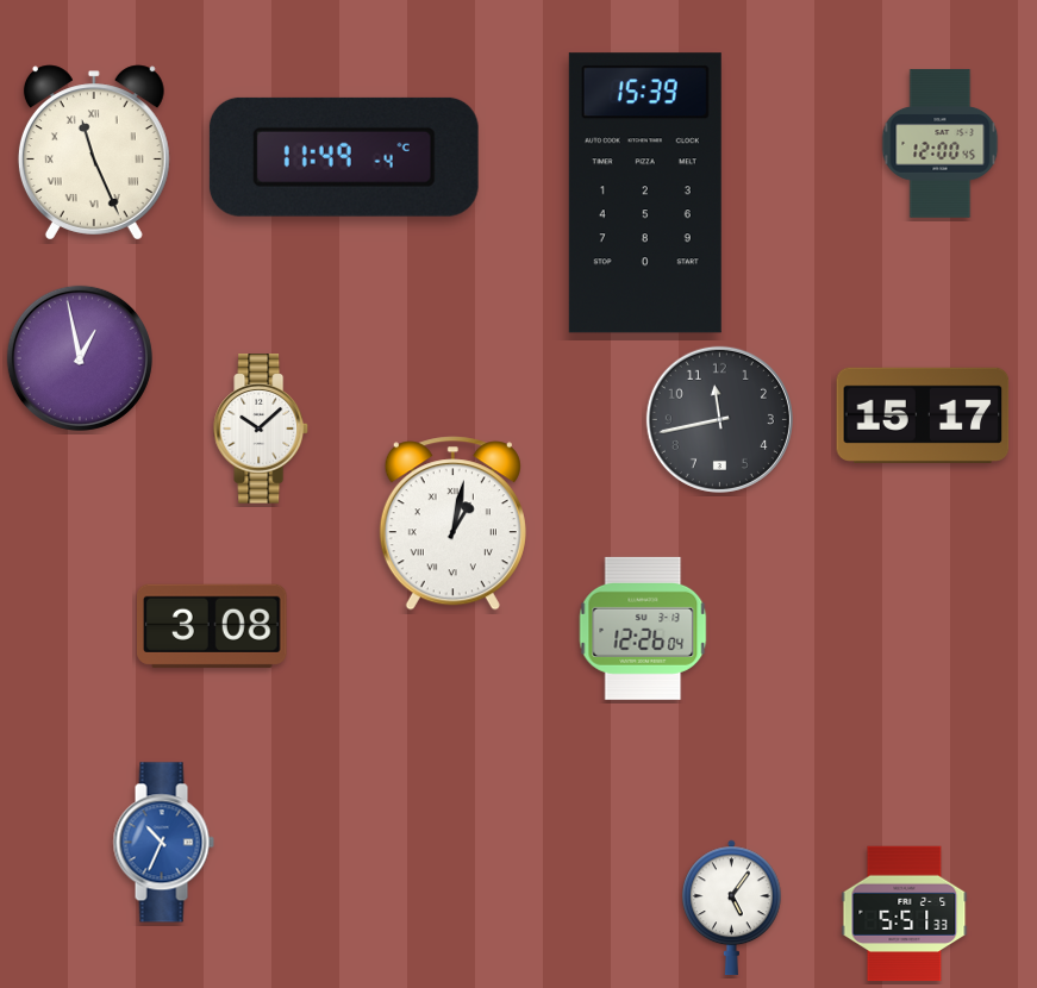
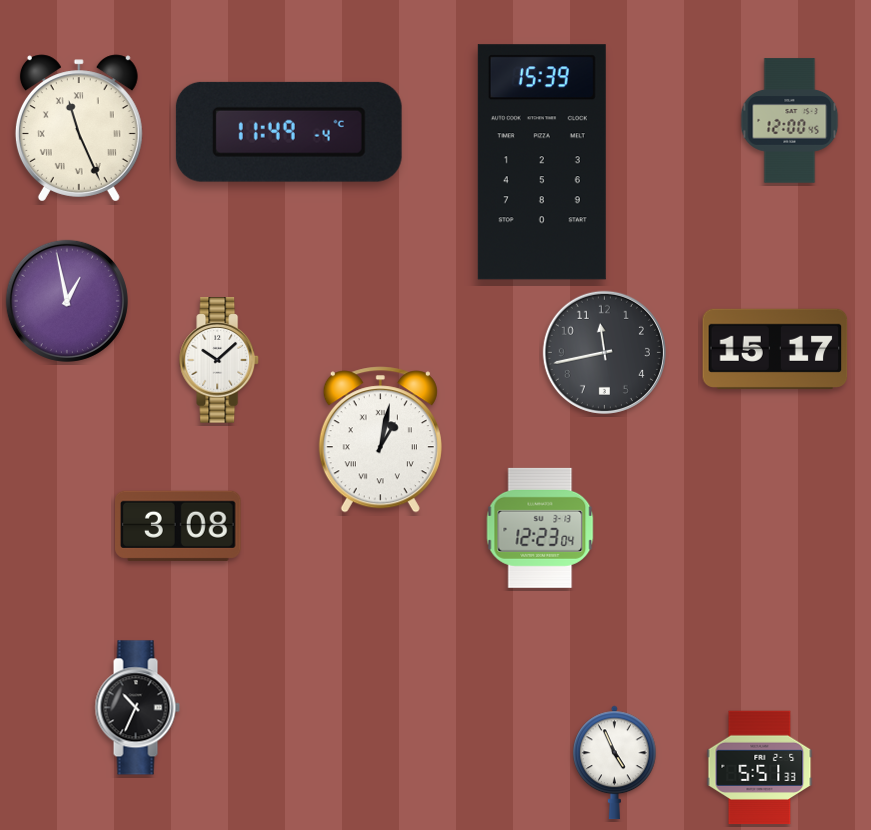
clock at (643, 629): 12:26 -> 12:23
clock at (163, 843) dial: blue -> black
clock at (732, 908): 5:06 -> 4:56
